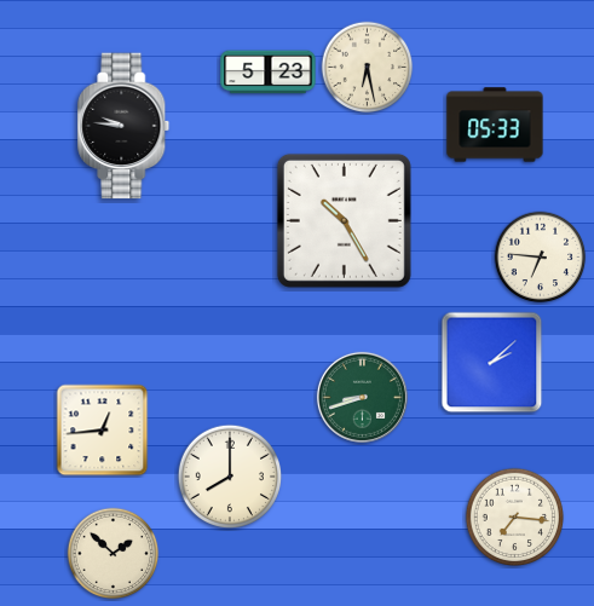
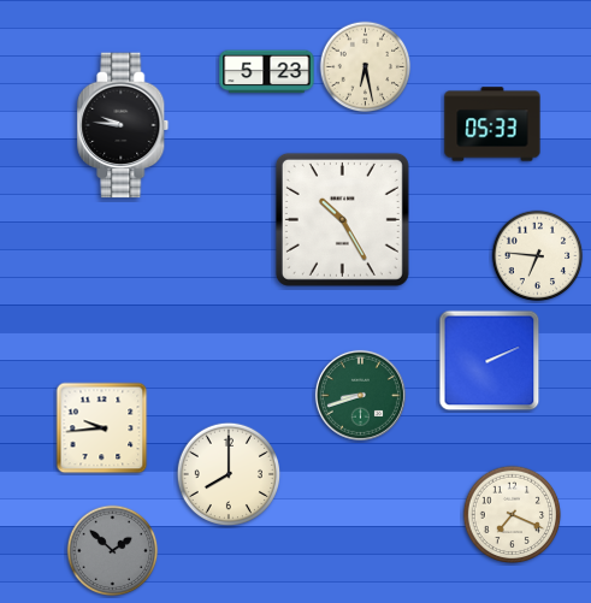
clock at (492, 363): 2:08 -> 2:11
clock at (103, 431): 12:44 -> 9:44
clock at (515, 518): 7:16 -> 7:19
clock at (114, 554) dial: cream -> grey
